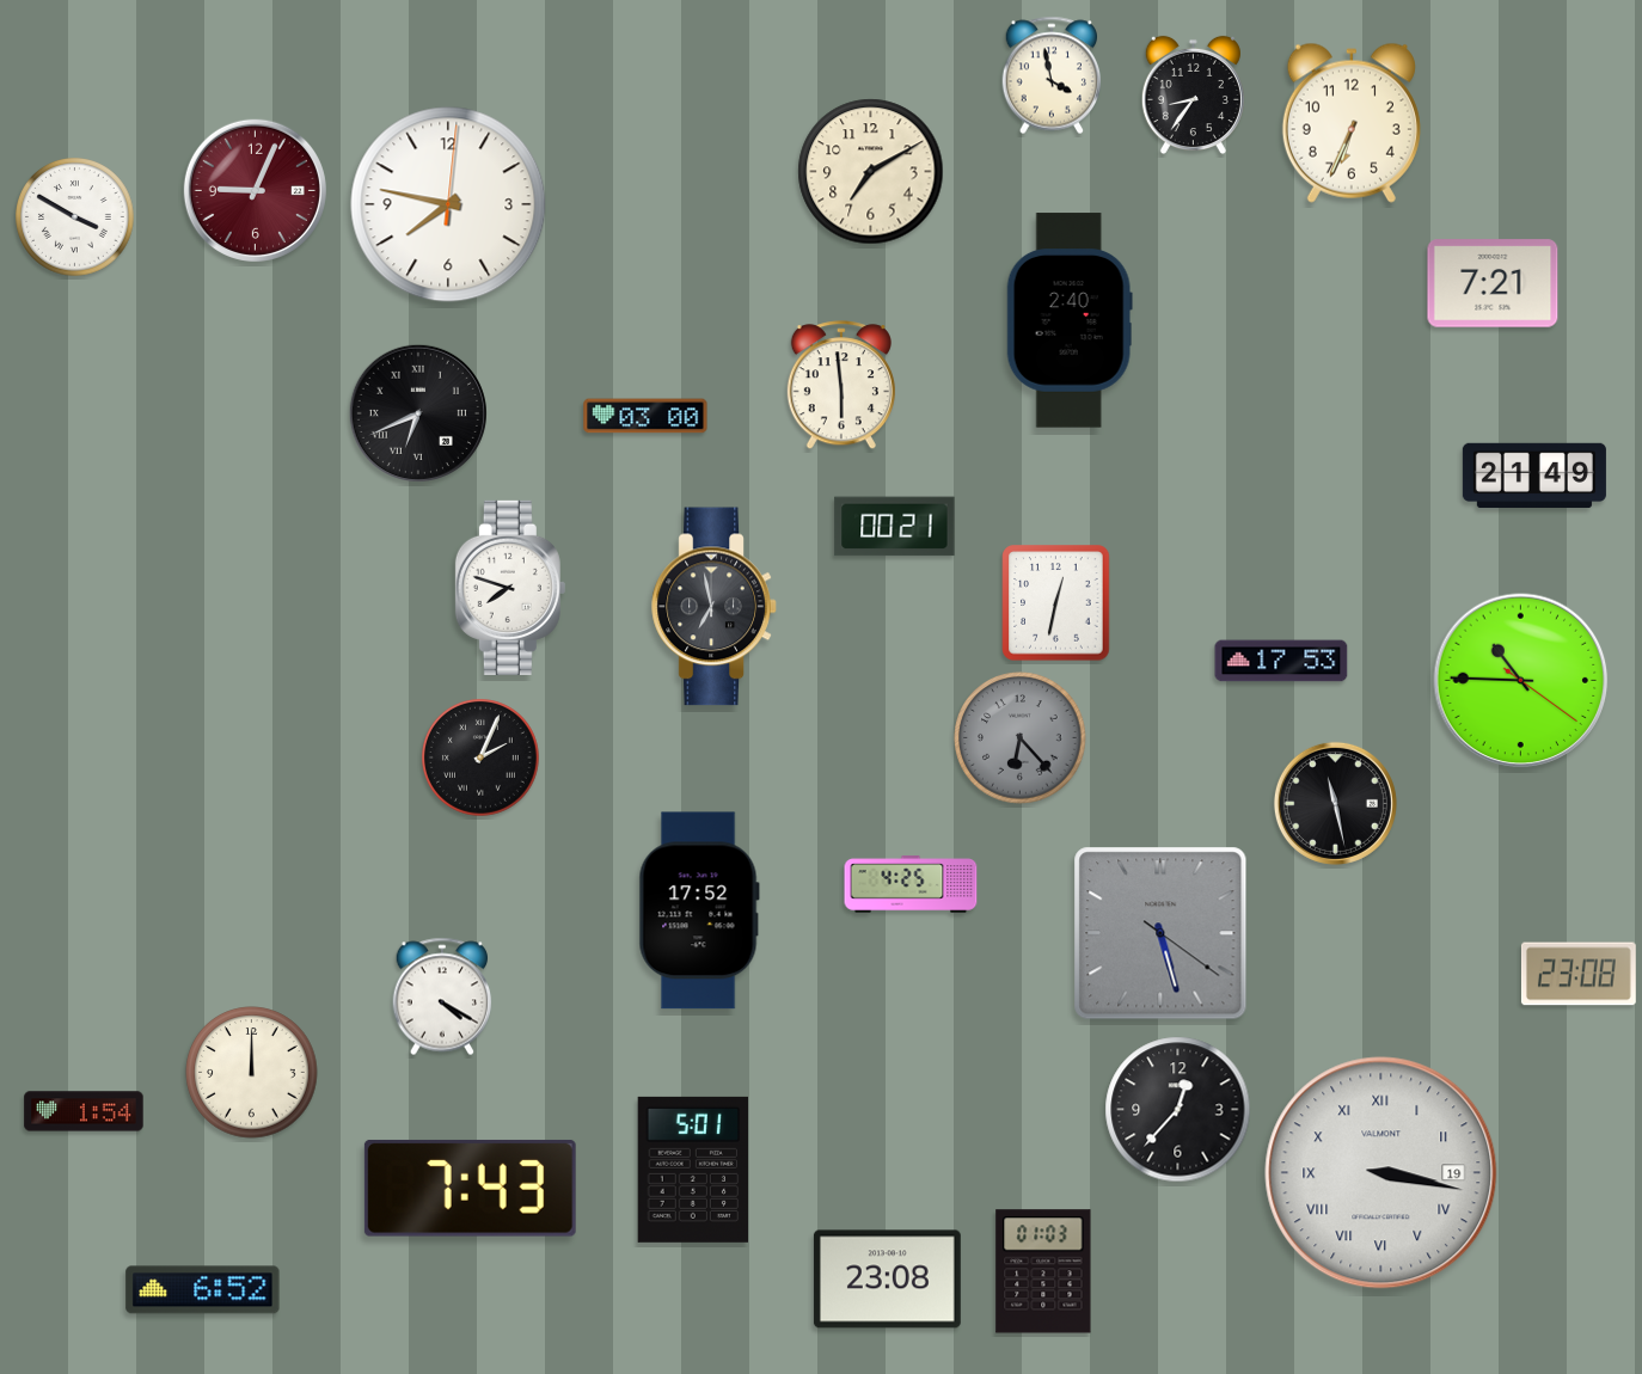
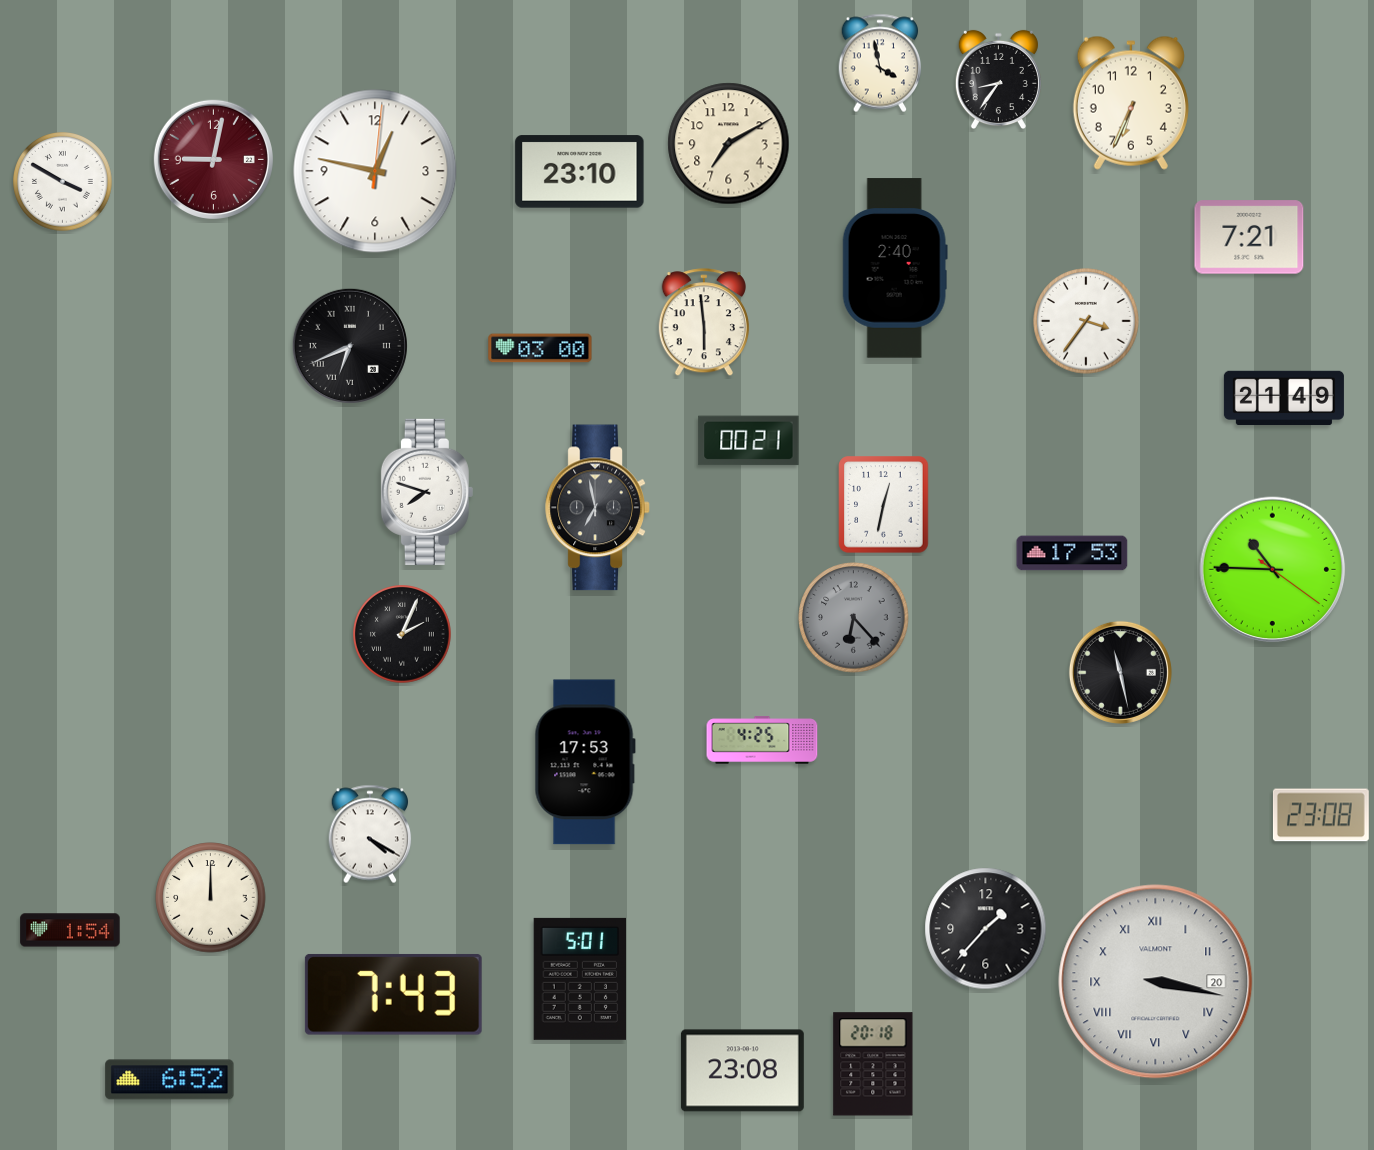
clock at (255, 190): 9:04 -> 9:02
clock at (448, 204): 7:47 -> 12:47
clock at (580, 172): none -> 23:10
clock at (1086, 321): none -> 3:36
clock at (1335, 803) position: (1335, 803) -> (1120, 672)
clock at (699, 910): 17:52 -> 17:53
clock at (1160, 933): 5:27 -> none
clock at (1178, 1110): 12:37 -> 1:37
clock at (1381, 1173) date: 19 -> 20
clock at (1043, 1271): 01:03 -> 20:18
